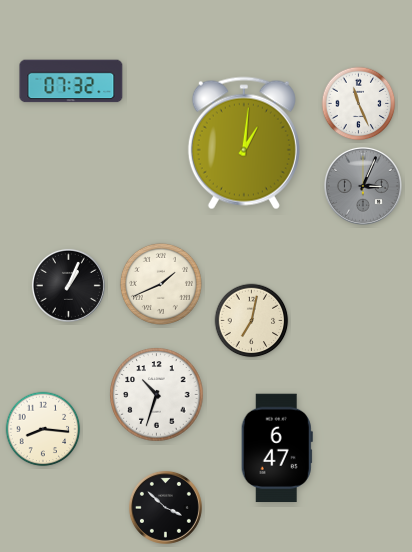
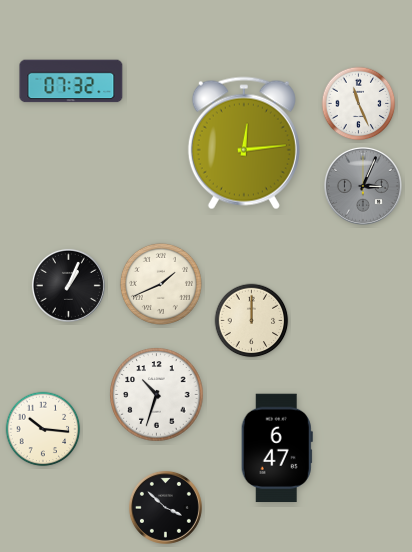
clock at (244, 143): 1:01 -> 12:14
clock at (252, 321): 7:02 -> 12:00
clock at (43, 429): 8:16 -> 10:16
